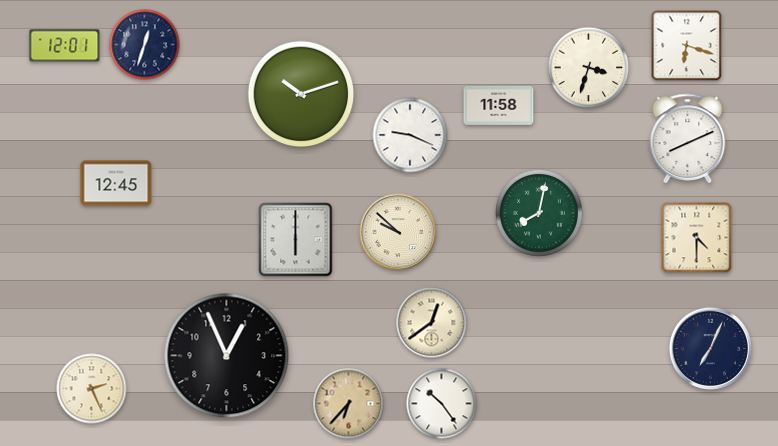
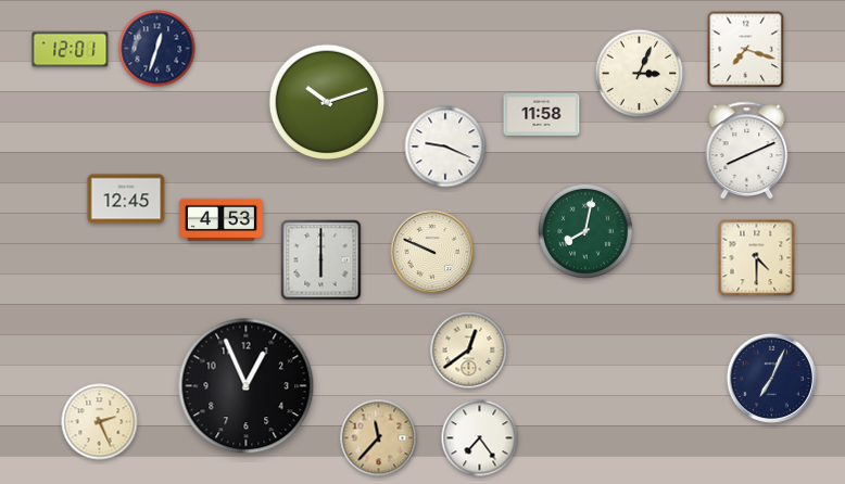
clock at (687, 46): 6:18 -> 7:18
clock at (589, 68): 3:33 -> 3:04
clock at (222, 219): none -> 4:53
clock at (398, 232): 9:52 -> 9:49
clock at (349, 404): 6:37 -> 11:37
clock at (442, 404): 10:24 -> 7:24
